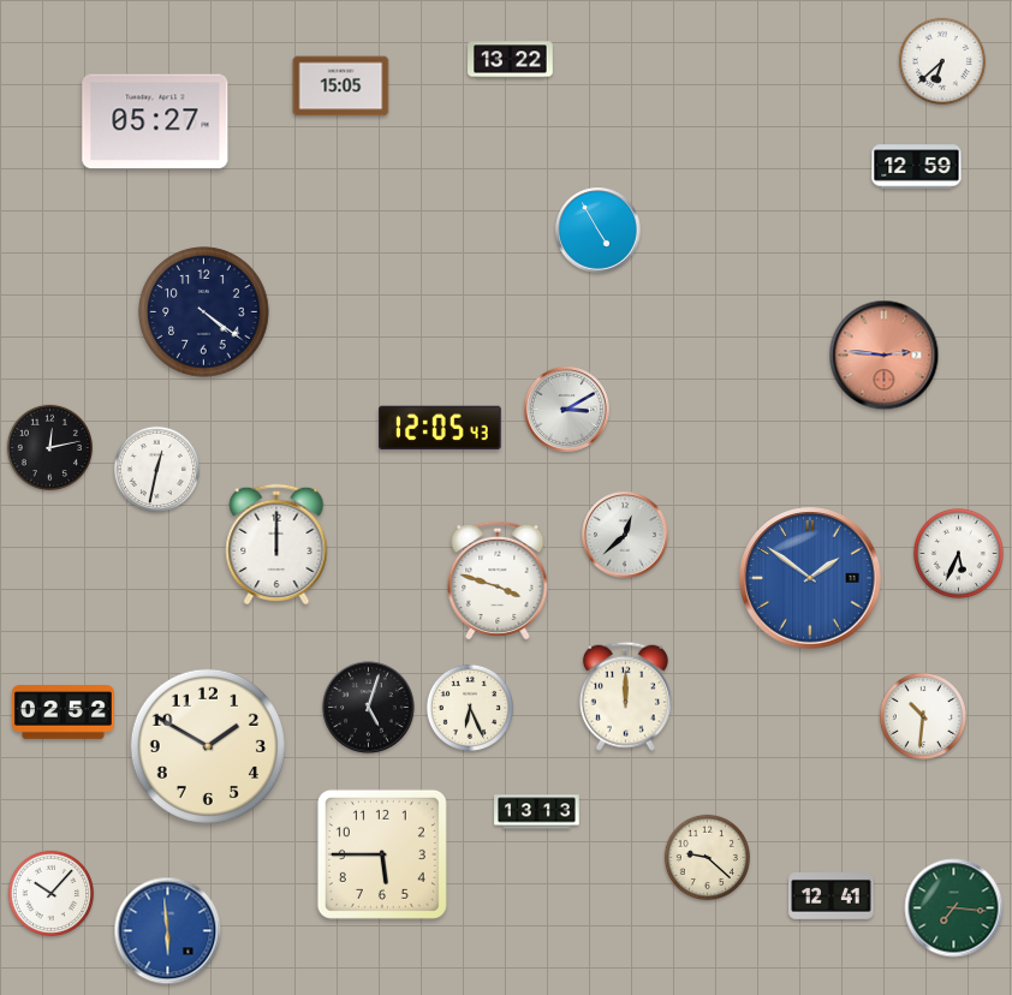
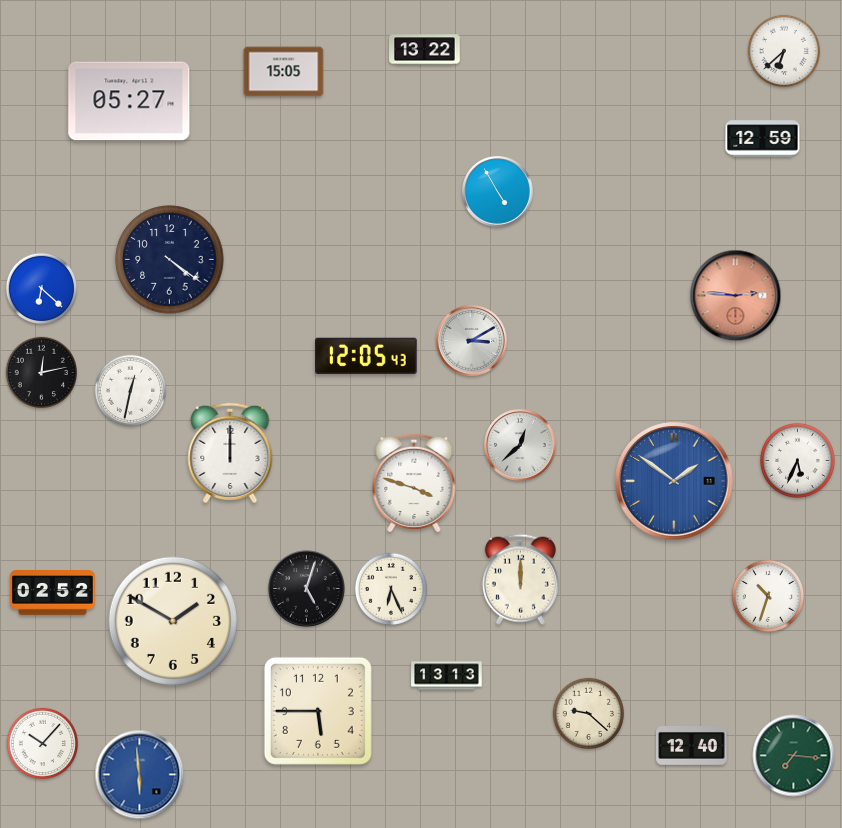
clock at (41, 288): none -> 6:22
clock at (923, 716): 10:31 -> 10:33
clock at (832, 896): 12:41 -> 12:40
